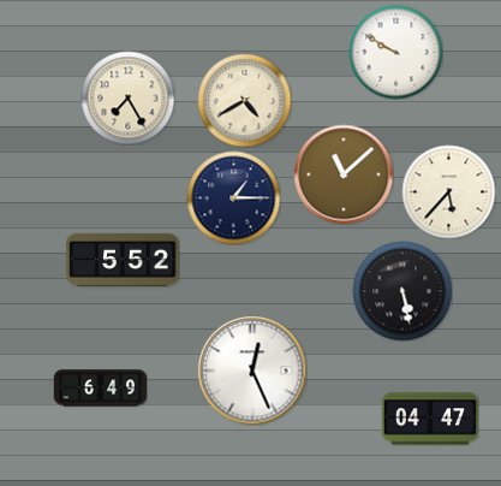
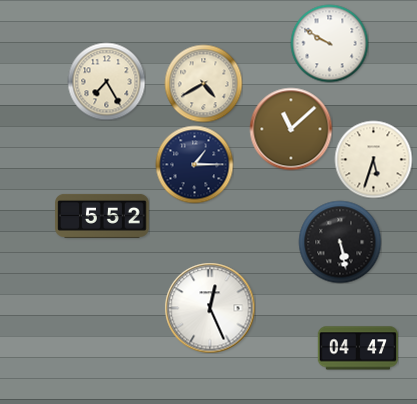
clock at (344, 174) position: (344, 174) -> (291, 129)
clock at (448, 191): 5:37 -> 5:33
clock at (402, 291) position: (402, 291) -> (340, 242)
clock at (100, 389): 6:49 -> none
